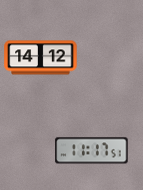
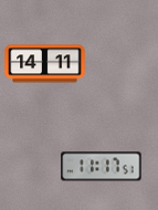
clock at (41, 58): 14:12 -> 14:11
